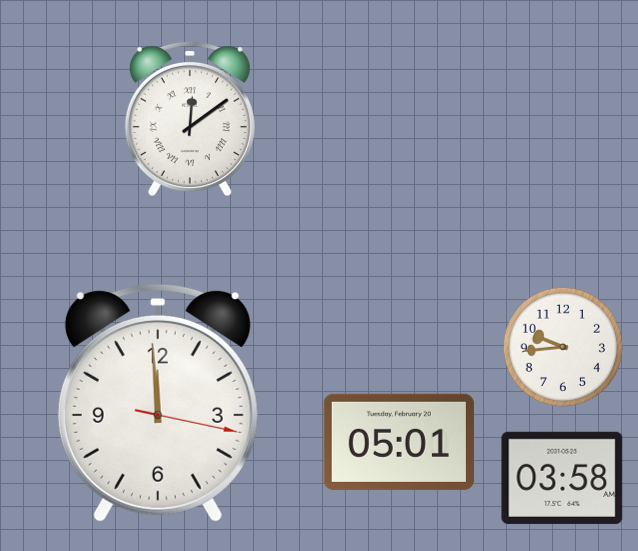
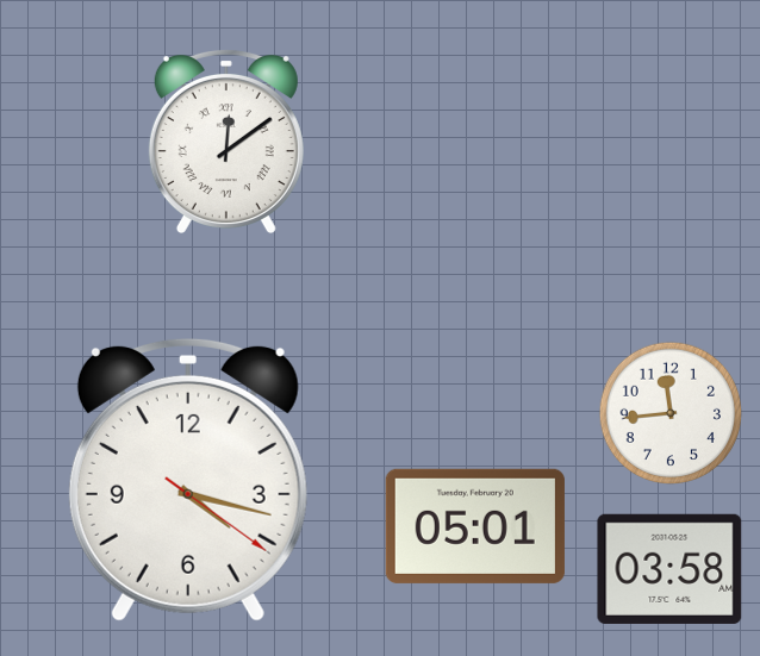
clock at (562, 346): 9:44 -> 11:44
clock at (158, 403): 11:59 -> 4:17
